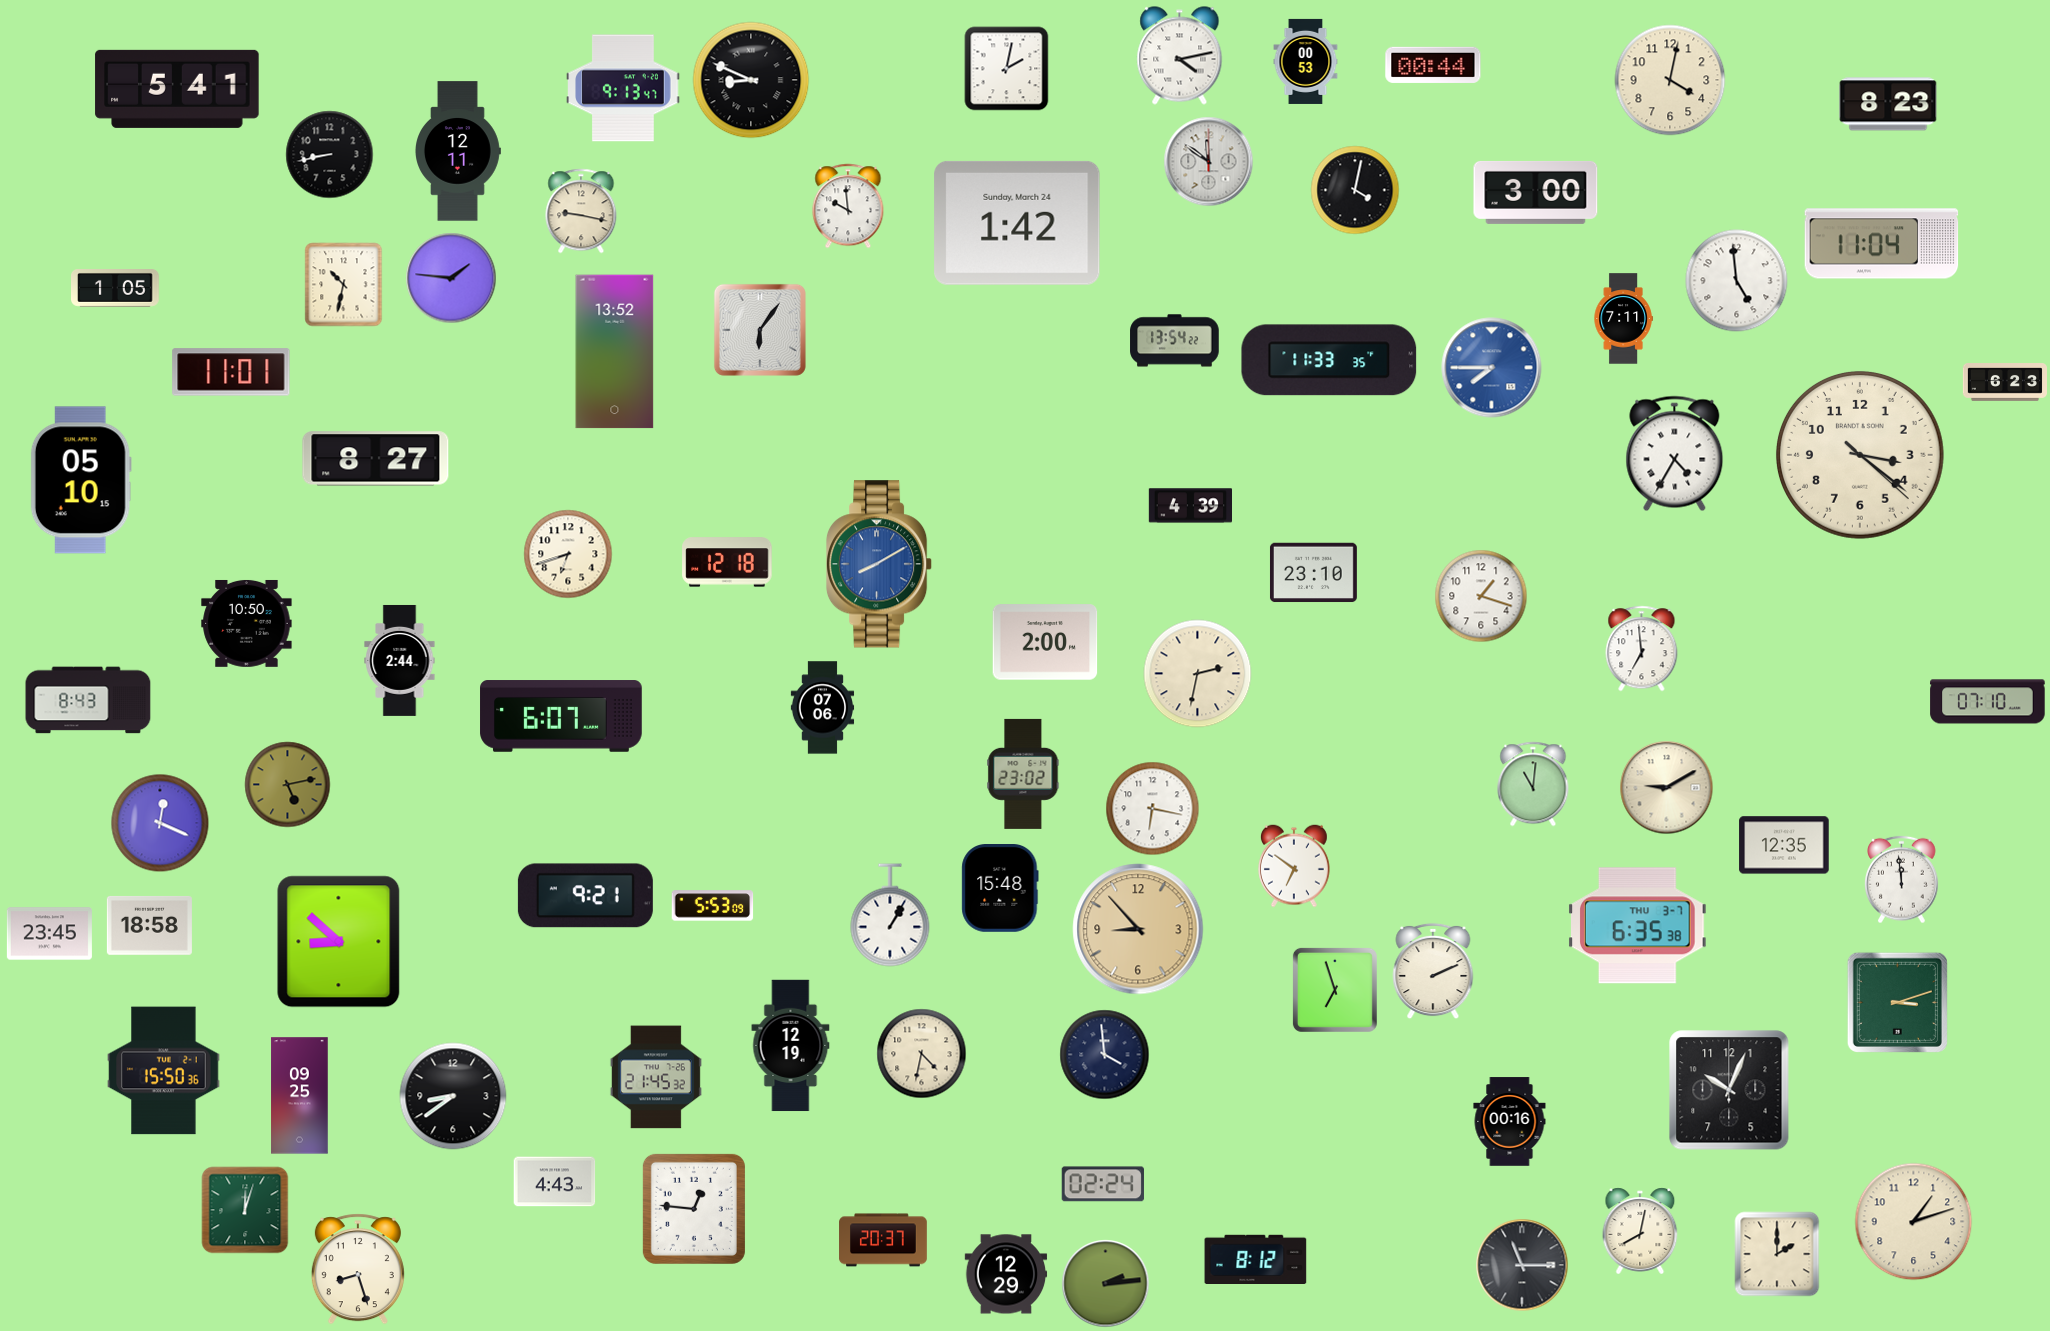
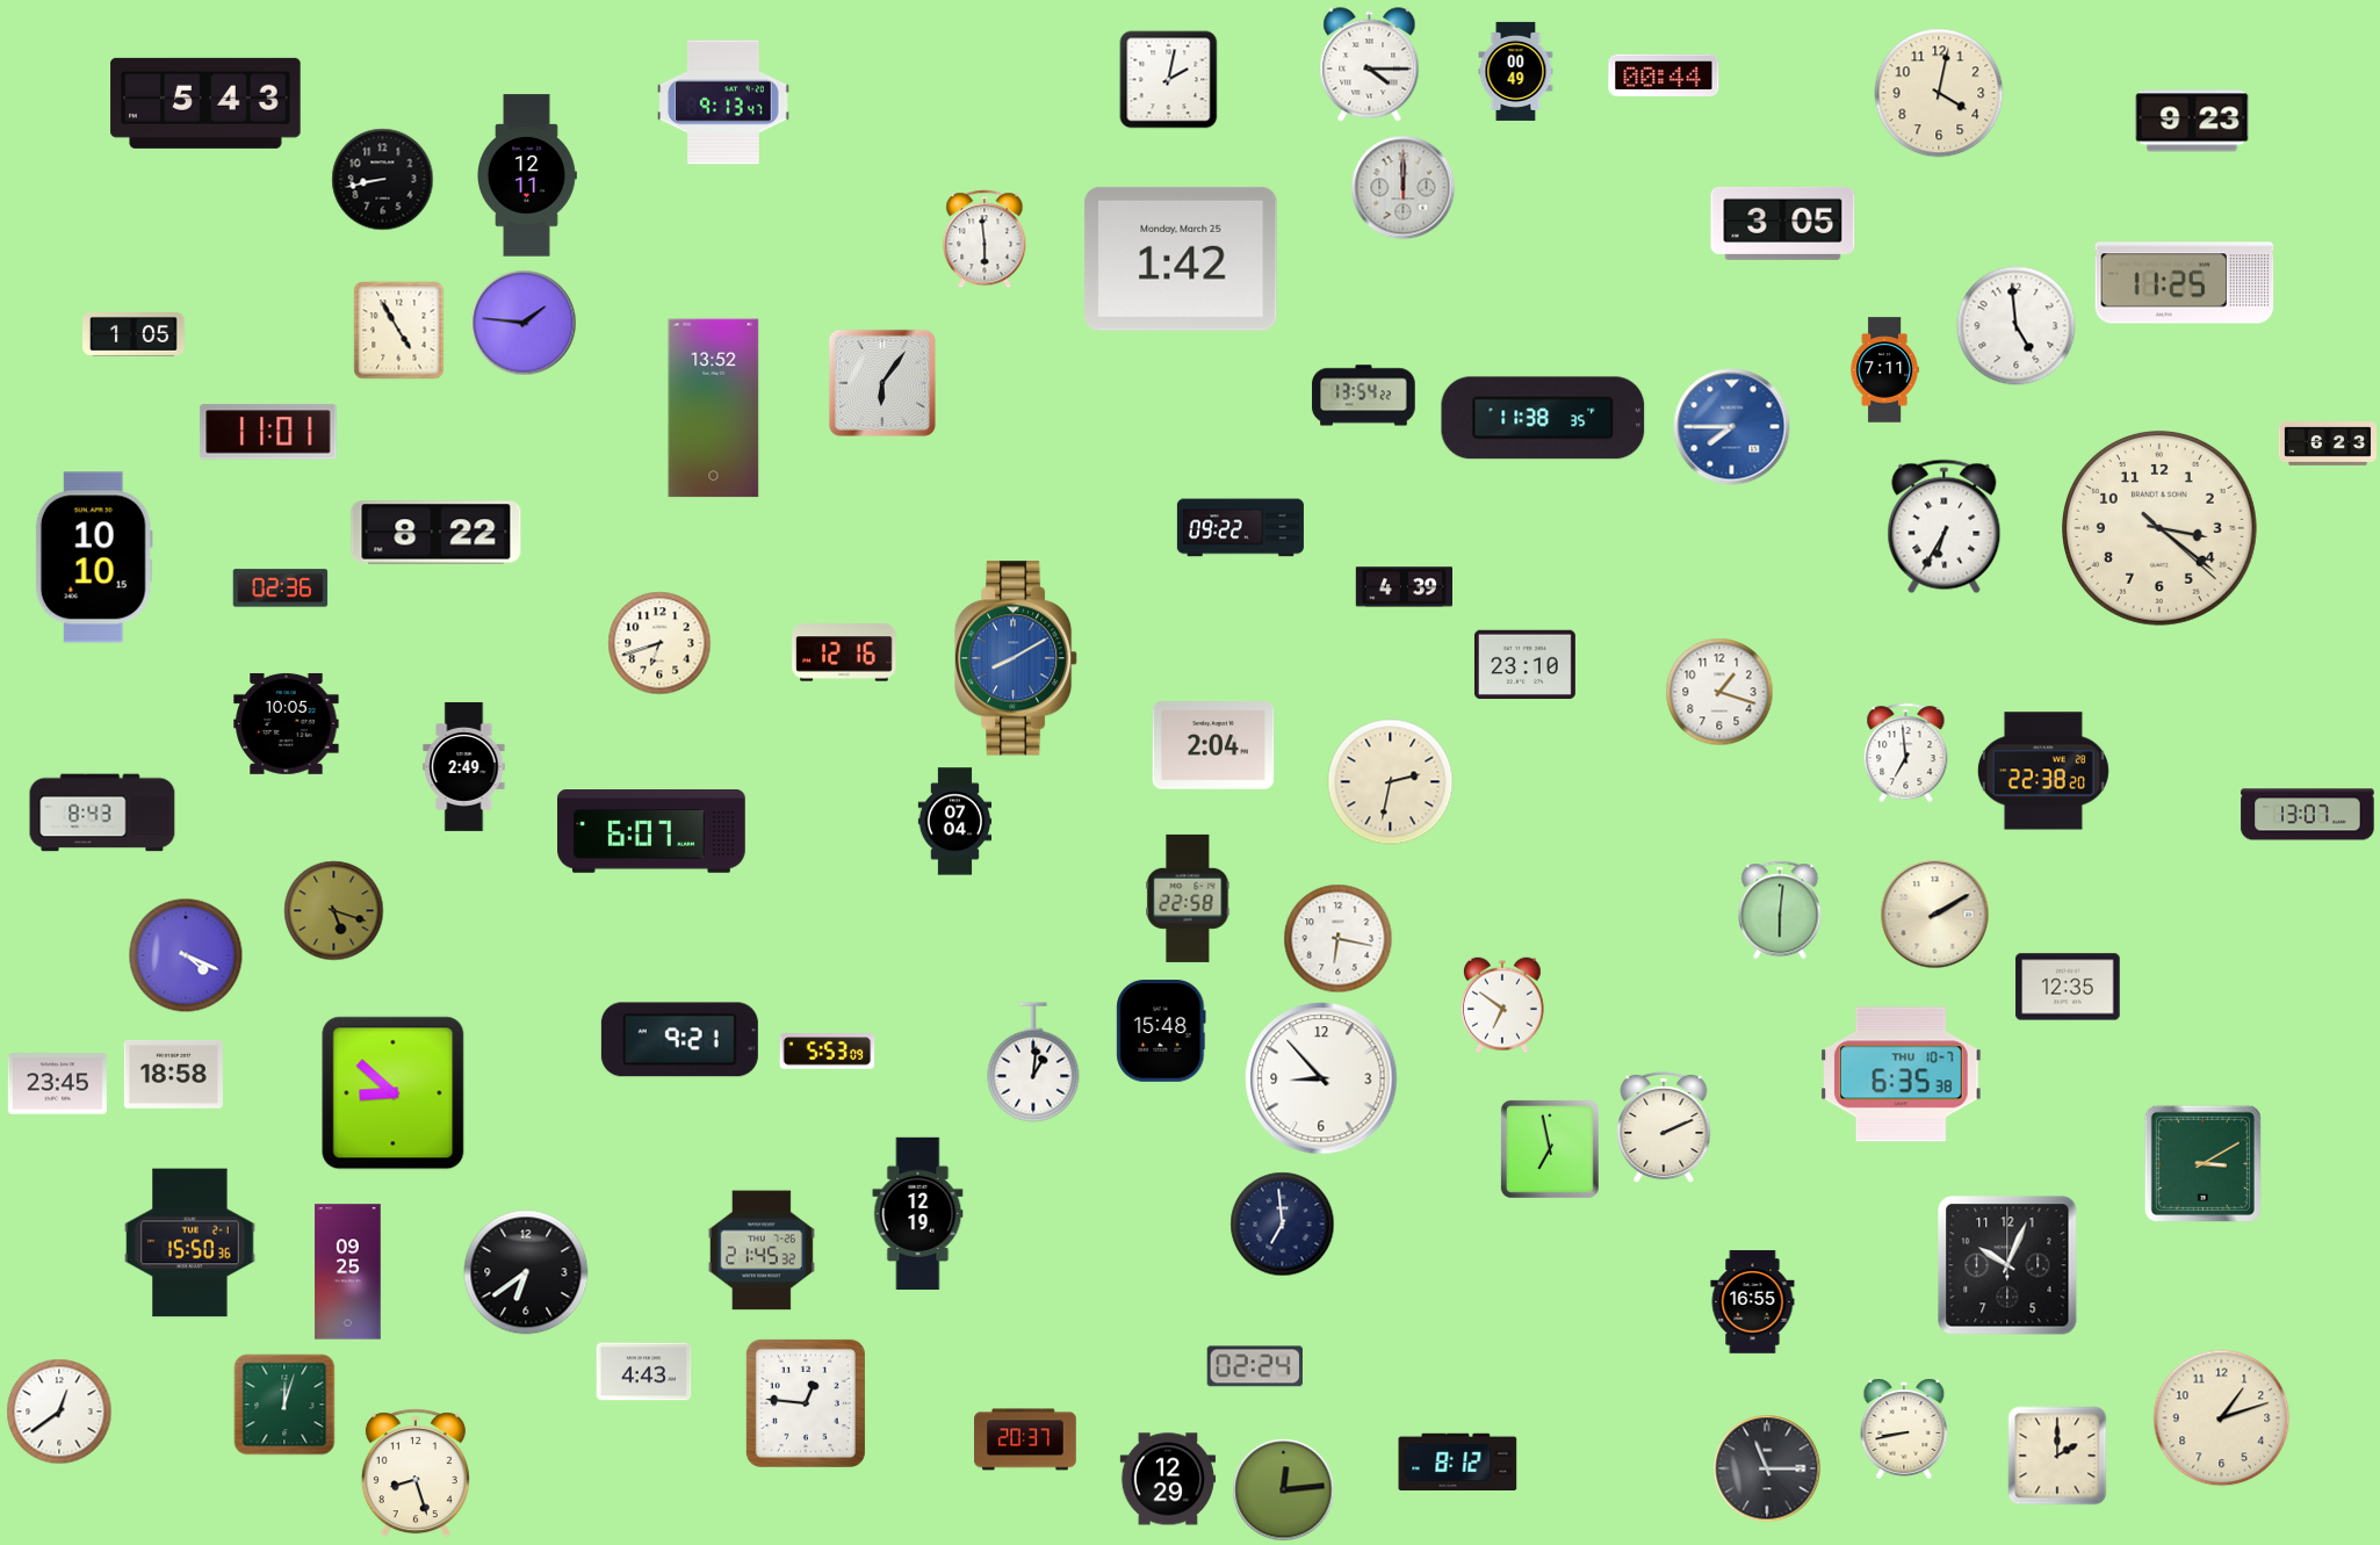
clock at (1180, 56): 4:13 -> 4:15
clock at (1306, 61): 00:53 -> 00:49
clock at (751, 80): 8:49 -> none
clock at (177, 89): 5:41 -> 5:43
clock at (1888, 104): 8:23 -> 9:23
clock at (458, 151) position: (458, 151) -> (527, 175)
clock at (1209, 162): 11:51 -> 12:00
clock at (1355, 190): 4:02 -> none
clock at (1536, 192): 3:00 -> 3:05
clock at (848, 206): 9:59 -> 5:59
clock at (581, 211): 9:17 -> none
clock at (1017, 223) date: Sunday, March 24 -> Monday, March 25
clock at (1882, 244): 11:04 -> 11:25
clock at (344, 285): 10:32 -> 4:55
clock at (1329, 360): 11:33 -> 11:38
clock at (1675, 454): 4:35 -> 6:35
clock at (1240, 528): none -> 09:22
clock at (376, 459): 8:27 -> 8:22
clock at (81, 480): 05:10 -> 10:10
clock at (1190, 506) position: (1190, 506) -> (1404, 587)
clock at (281, 589): none -> 02:36
clock at (727, 562): 12:18 -> 12:16
clock at (879, 564) position: (879, 564) -> (1016, 658)
clock at (247, 623): 10:50 -> 10:05
clock at (1045, 642): 2:00 -> 2:04
clock at (400, 660): 2:44 -> 2:49
clock at (2043, 771): none -> 22:38
clock at (1988, 702): 07:10 -> 13:07
clock at (823, 708): 07:06 -> 07:04
clock at (1023, 774): 23:02 -> 22:58
clock at (1533, 784): 11:01 -> 6:01
clock at (288, 785): 5:13 -> 5:18
clock at (1667, 788): 9:10 -> 2:10
clock at (160, 823): 12:19 -> 4:19
clock at (1784, 845) position: (1784, 845) -> (2068, 987)
clock at (1902, 880): 11:59 -> none
clock at (890, 915): 1:05 -> 1:01
clock at (1638, 926) date: THU 3-7 -> THU 10-7
clock at (1138, 929) dial: champagne -> white
clock at (1335, 990): 6:57 -> 6:58
clock at (1897, 1002): 3:12 -> 3:10
clock at (922, 1054): 4:32 -> none
clock at (1105, 1055): 3:59 -> 6:59
clock at (453, 1096): 8:39 -> 6:39
clock at (1510, 1122): 00:16 -> 16:55
clock at (1103, 1184) position: (1103, 1184) -> (1255, 1366)
clock at (59, 1412): none -> 12:39
clock at (1640, 1231): 8:02 -> 8:43
clock at (1777, 1254) position: (1777, 1254) -> (2057, 1456)
clock at (1106, 1284): 2:14 -> 12:14
